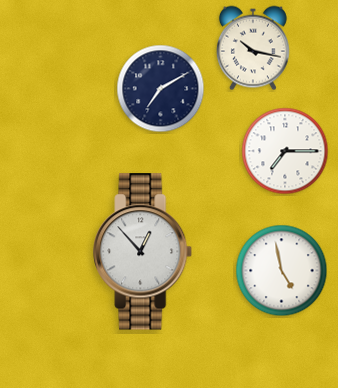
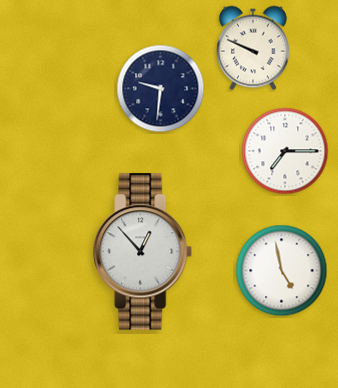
clock at (253, 48): 10:17 -> 9:49
clock at (161, 89): 7:10 -> 9:31
